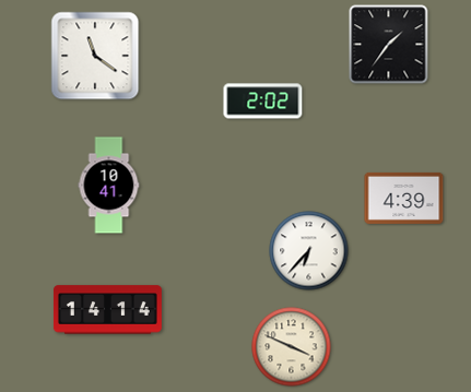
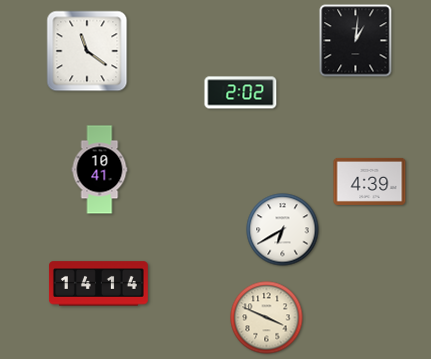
clock at (389, 45): 1:36 -> 1:01
clock at (309, 251): 6:37 -> 6:40
